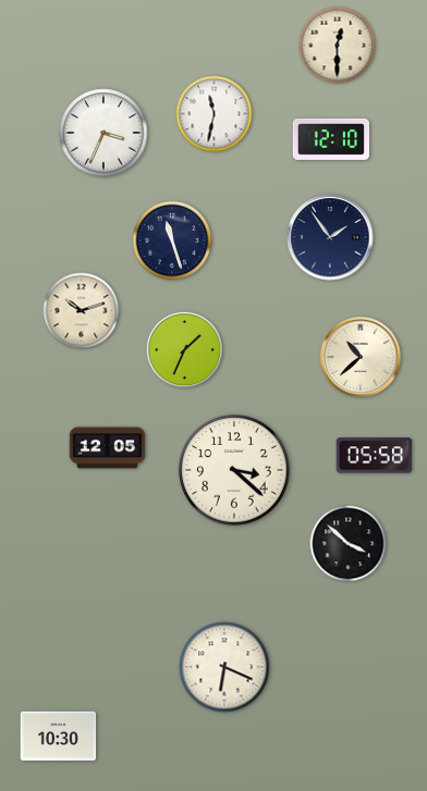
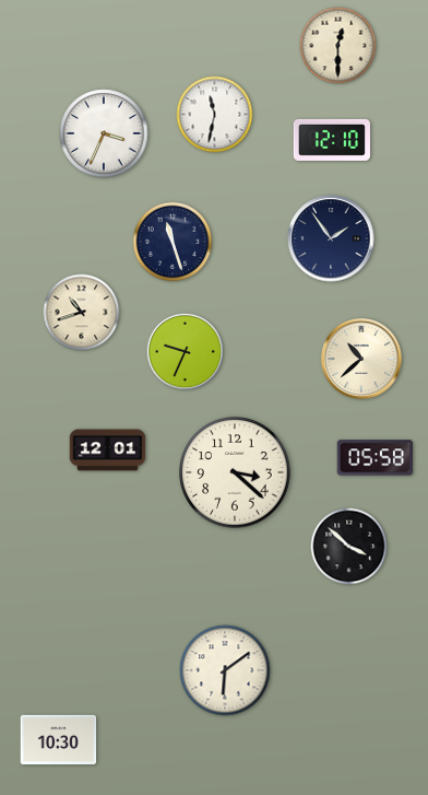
clock at (82, 311): 10:12 -> 10:42
clock at (184, 349): 1:34 -> 9:34
clock at (108, 448): 12:05 -> 12:01
clock at (224, 667): 6:19 -> 6:09
